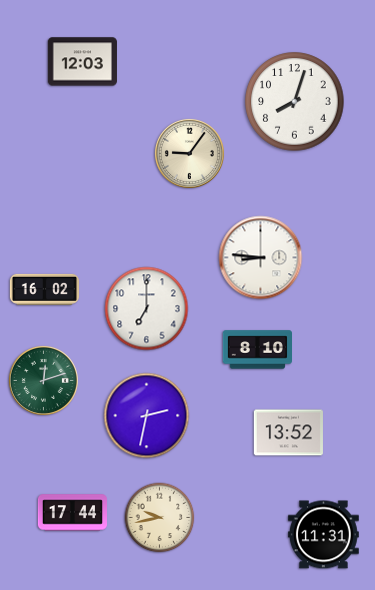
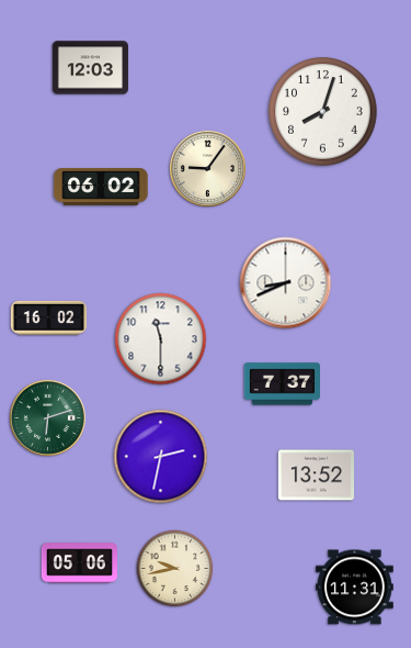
clock at (101, 187): none -> 06:02
clock at (261, 258): 8:46 -> 8:41
clock at (147, 309): 7:00 -> 11:30
clock at (257, 350): 8:10 -> 7:37
clock at (43, 380): 12:12 -> 6:12
clock at (72, 513): 17:44 -> 05:06
